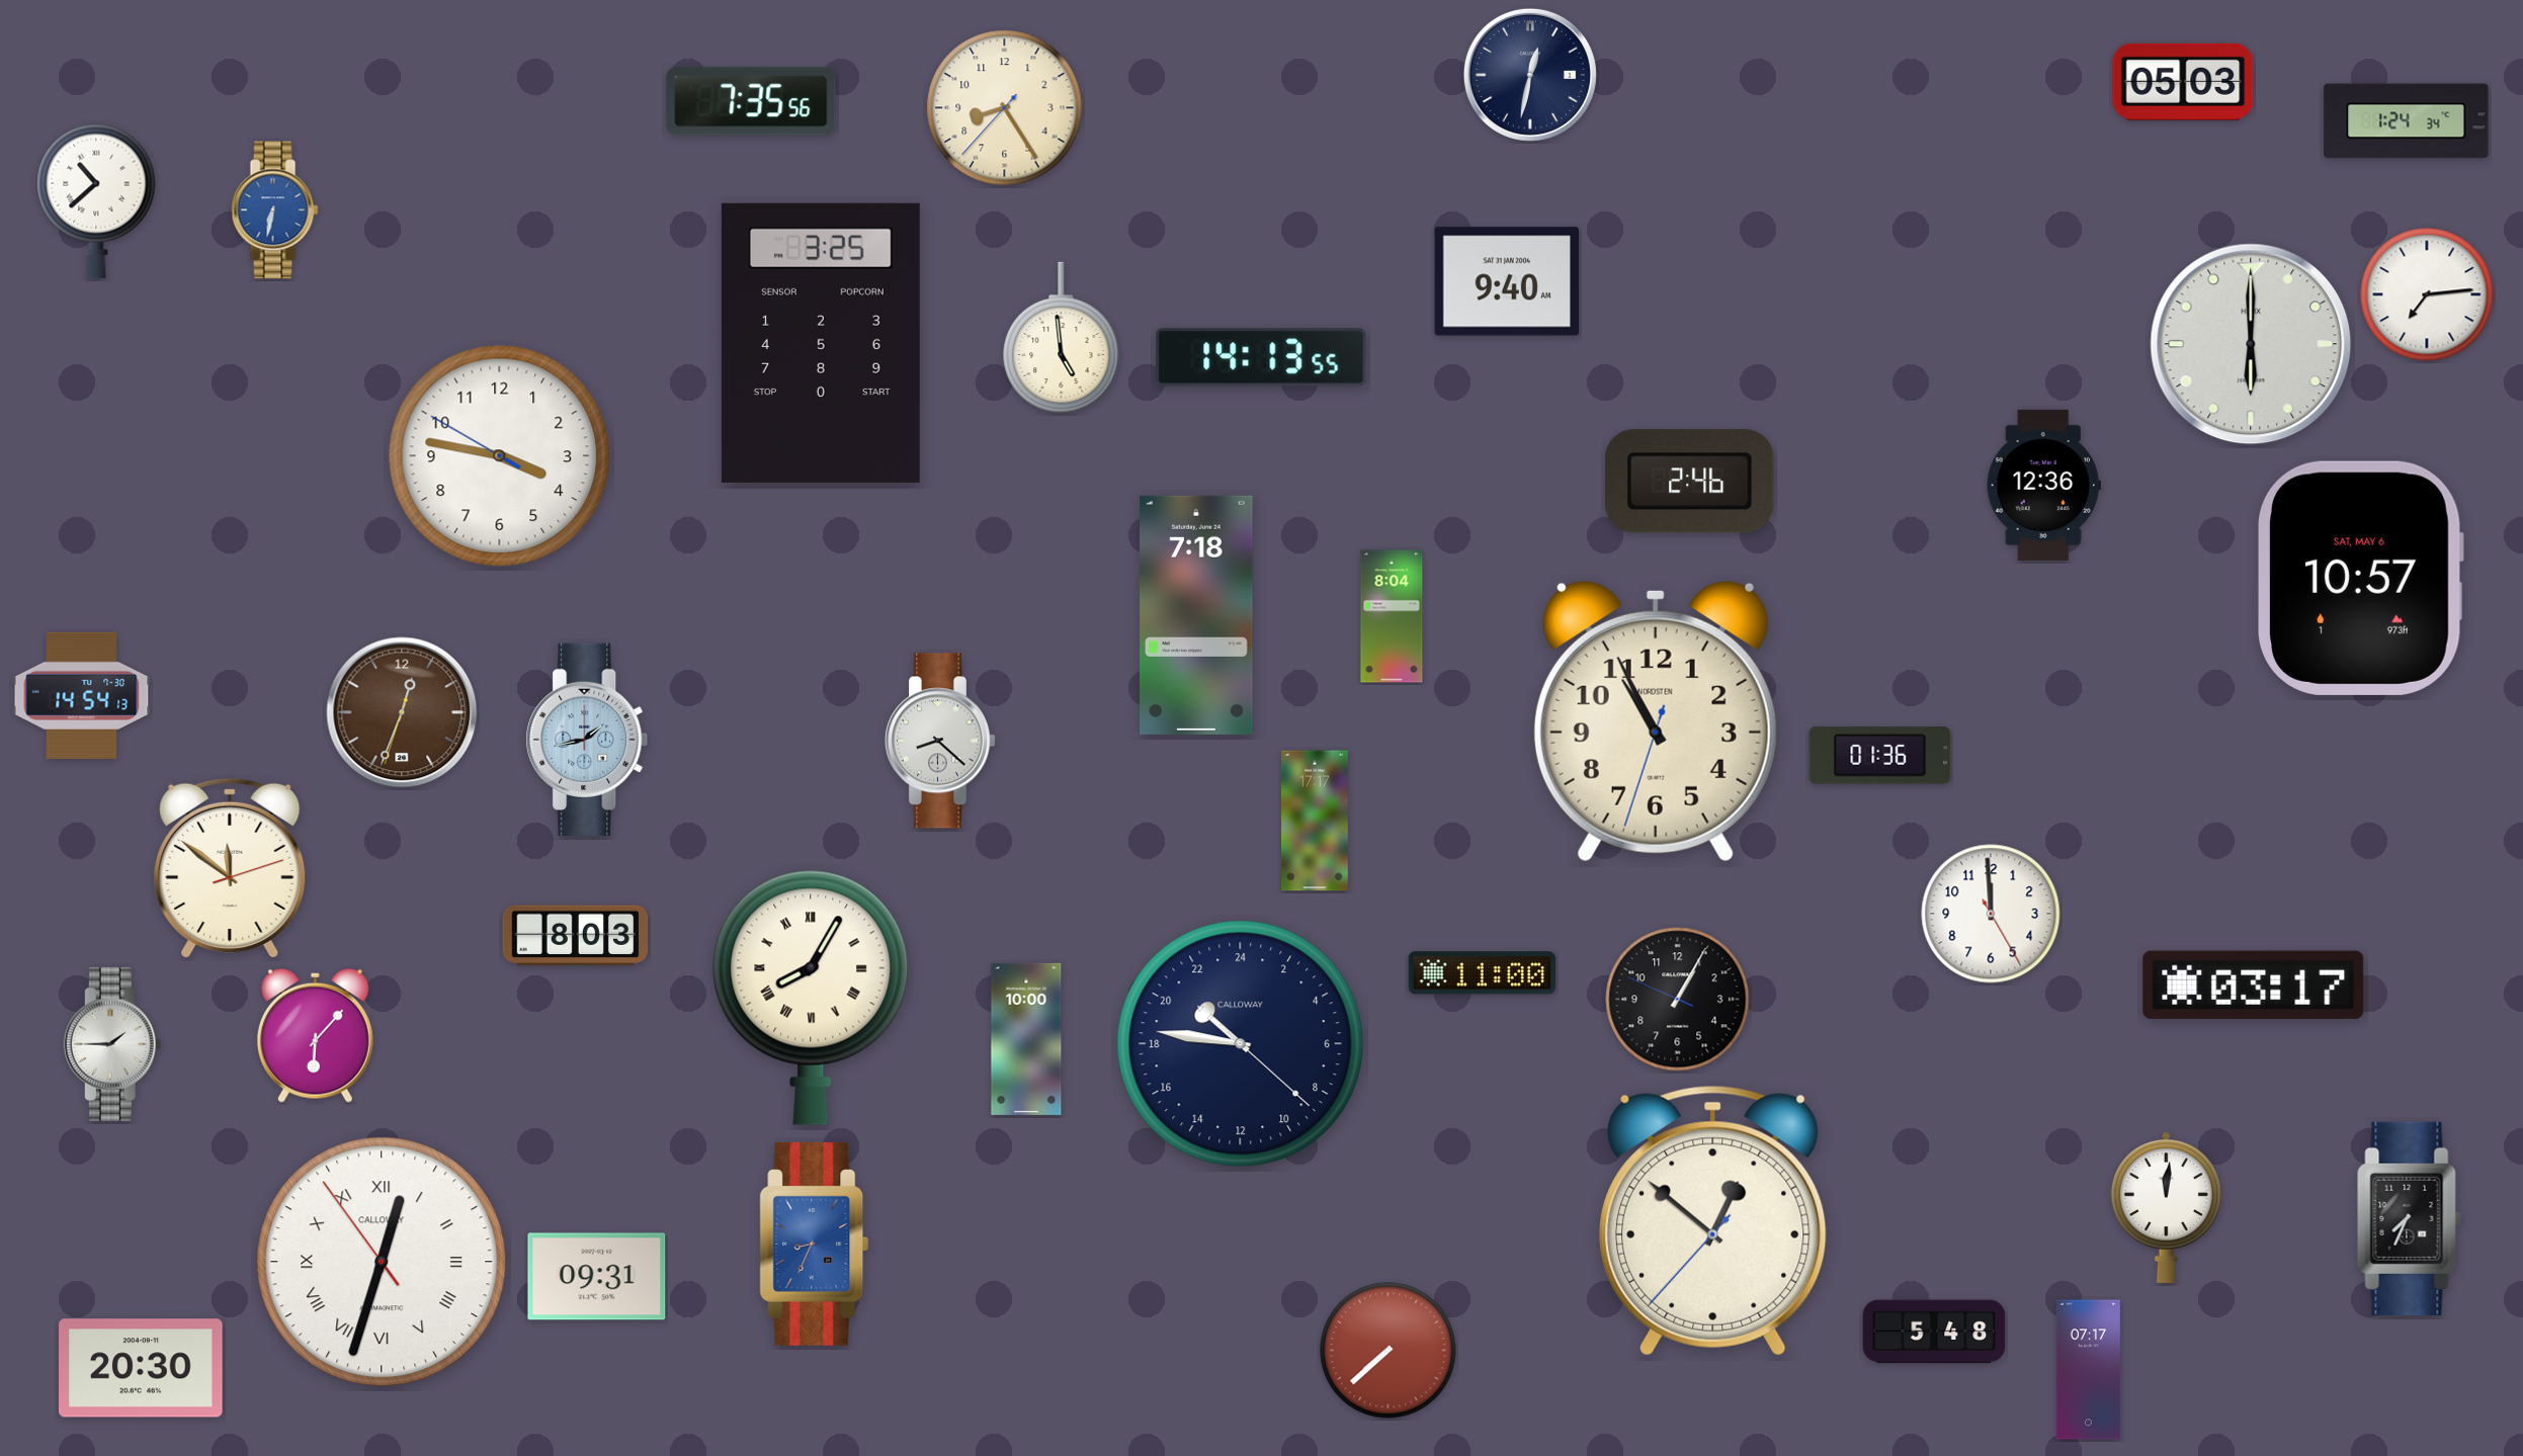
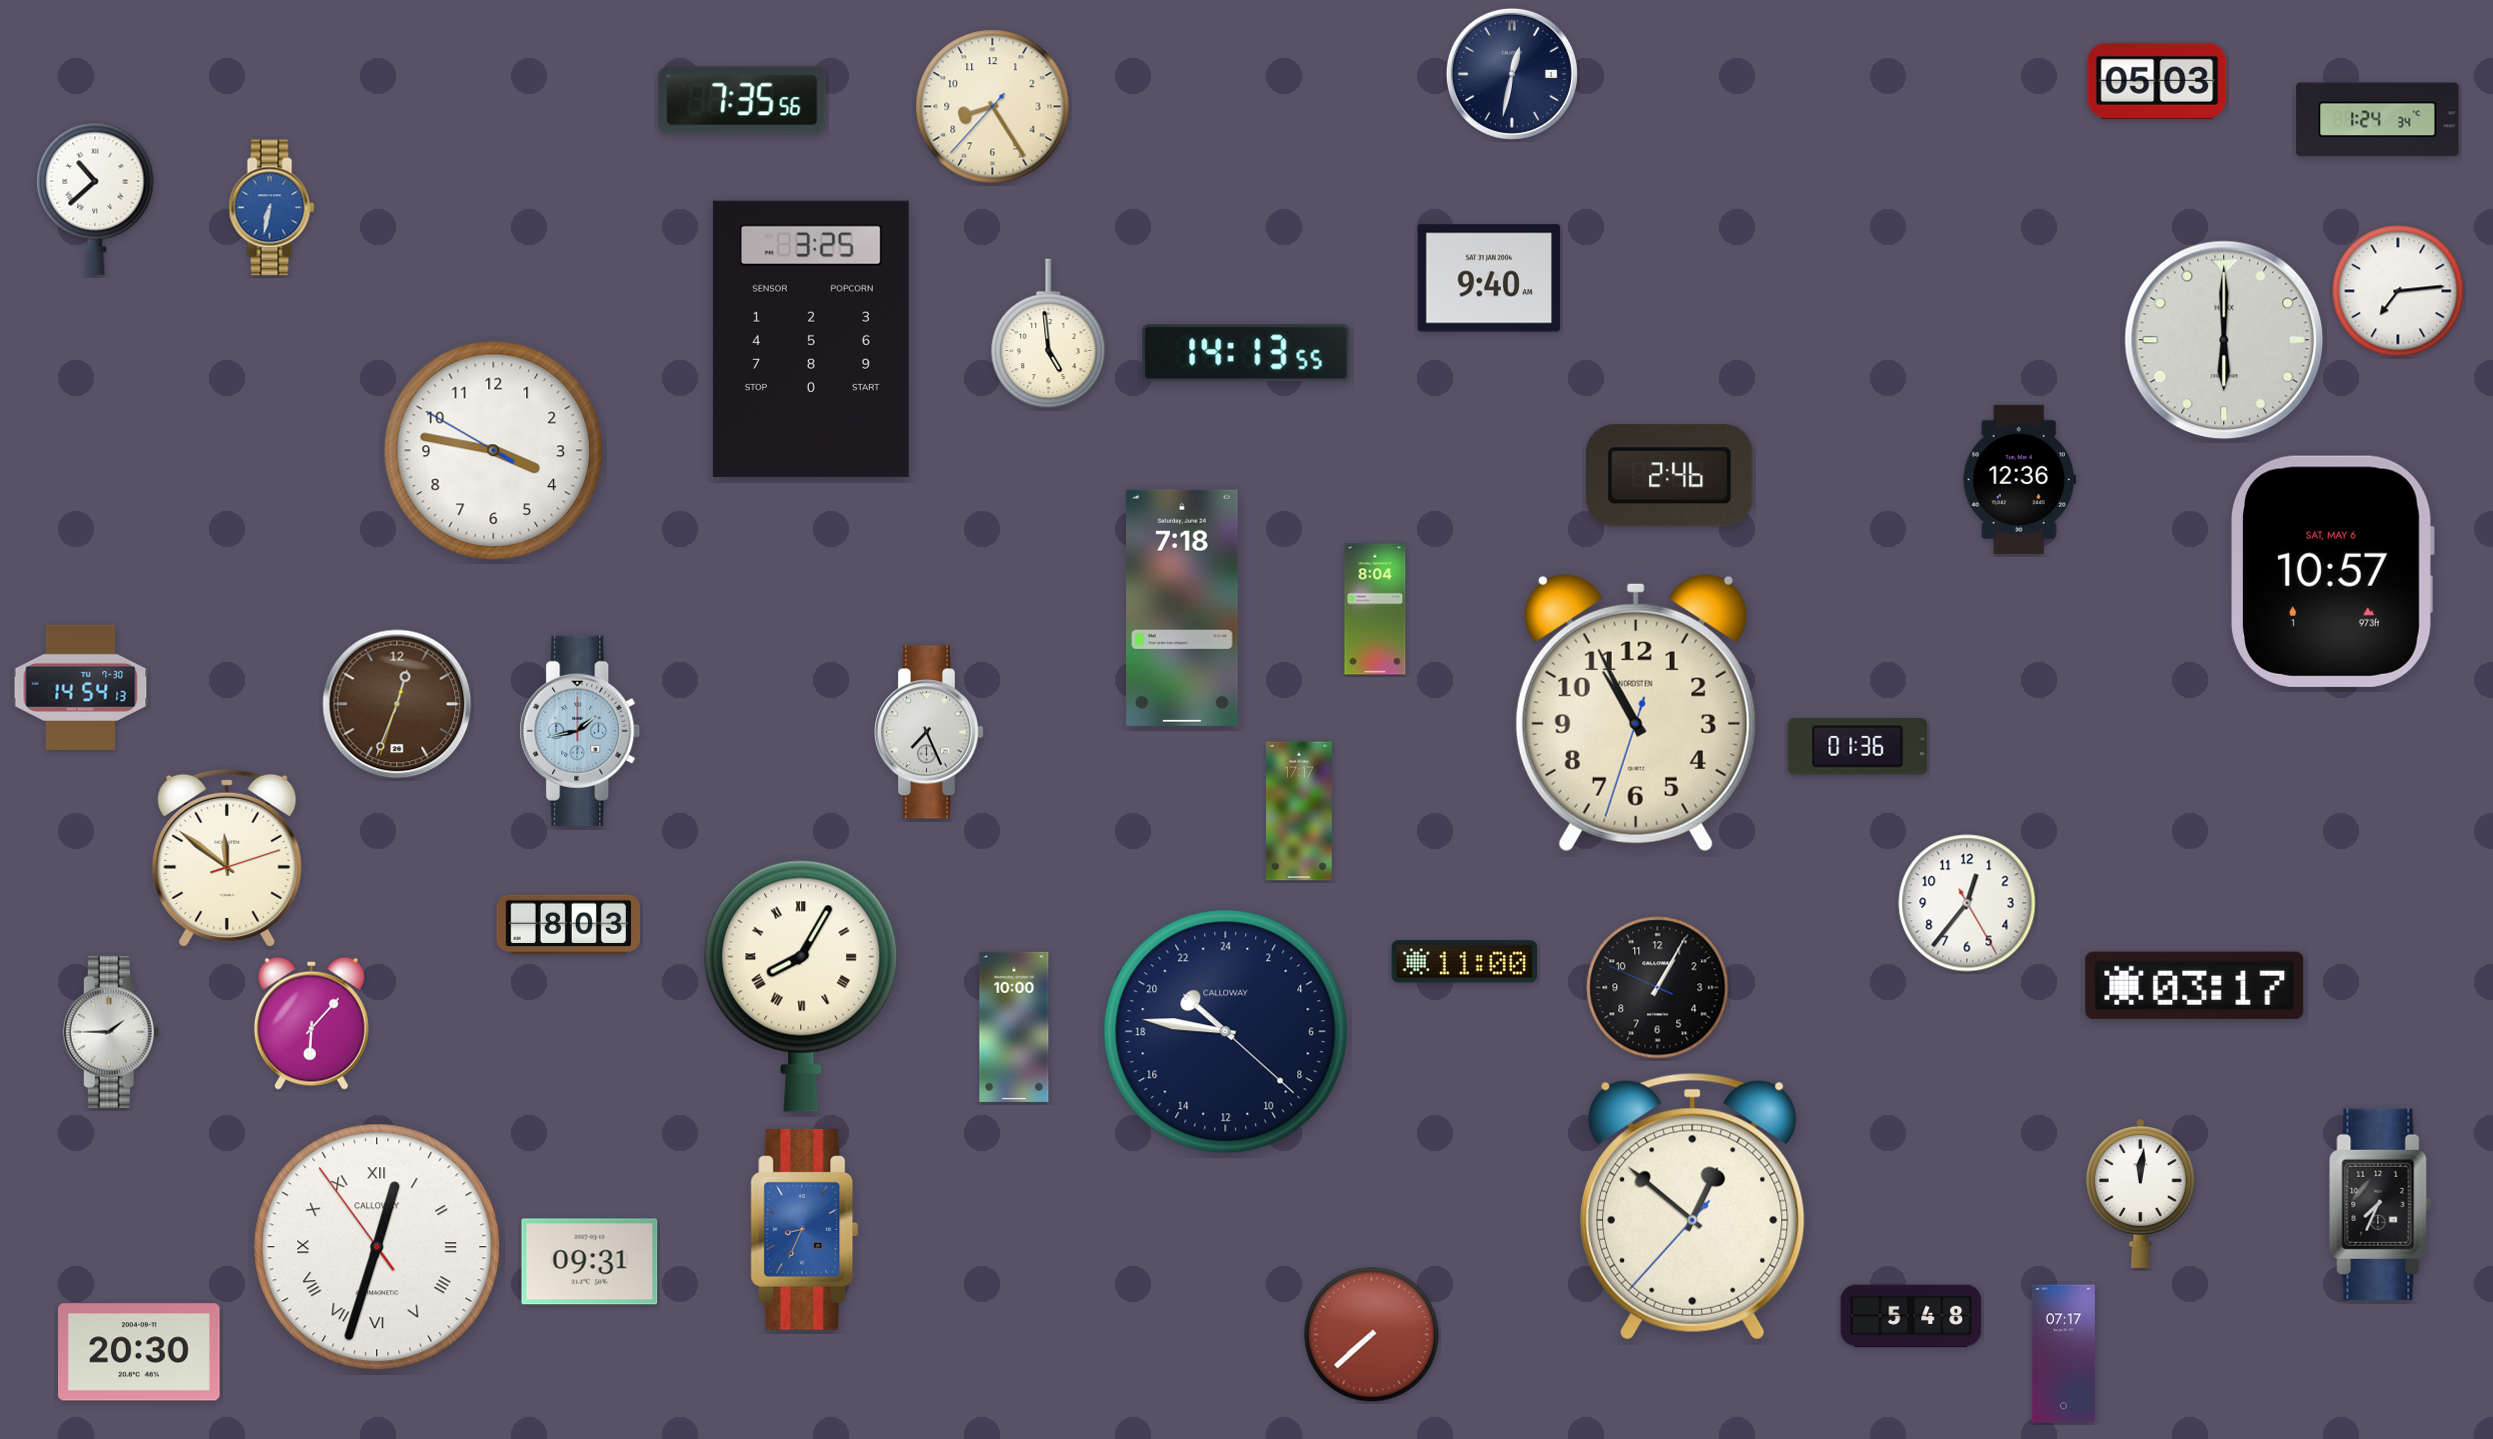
clock at (940, 741): 8:22 -> 7:26
clock at (1991, 914): 11:59 -> 12:36
clock at (2254, 984) position: (2254, 984) -> (2195, 985)
